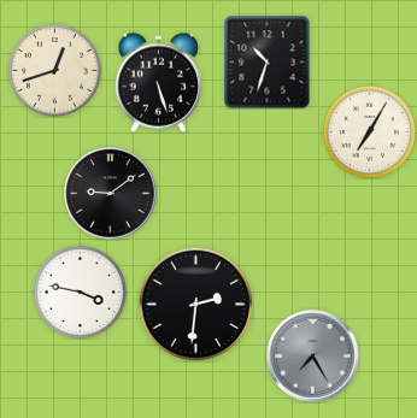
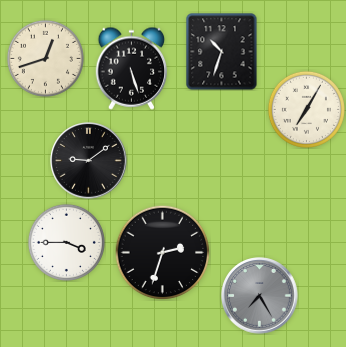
clock at (111, 194) position: (111, 194) -> (89, 161)
clock at (80, 292): 3:47 -> 3:45
clock at (195, 304): 2:31 -> 2:33
